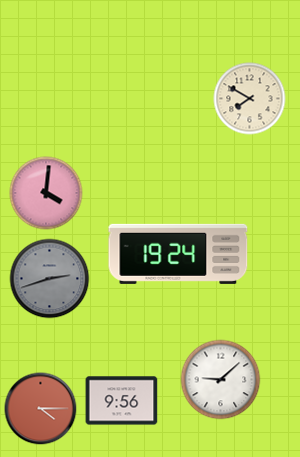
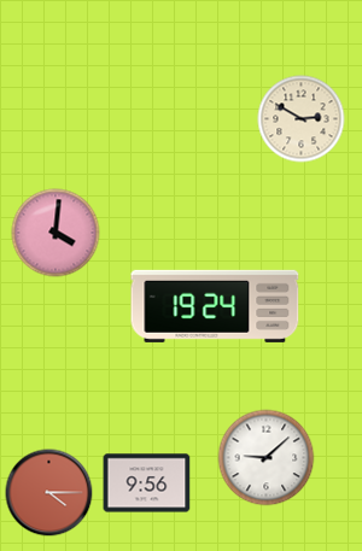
clock at (250, 99): 7:50 -> 2:50
clock at (50, 279): 2:42 -> none
